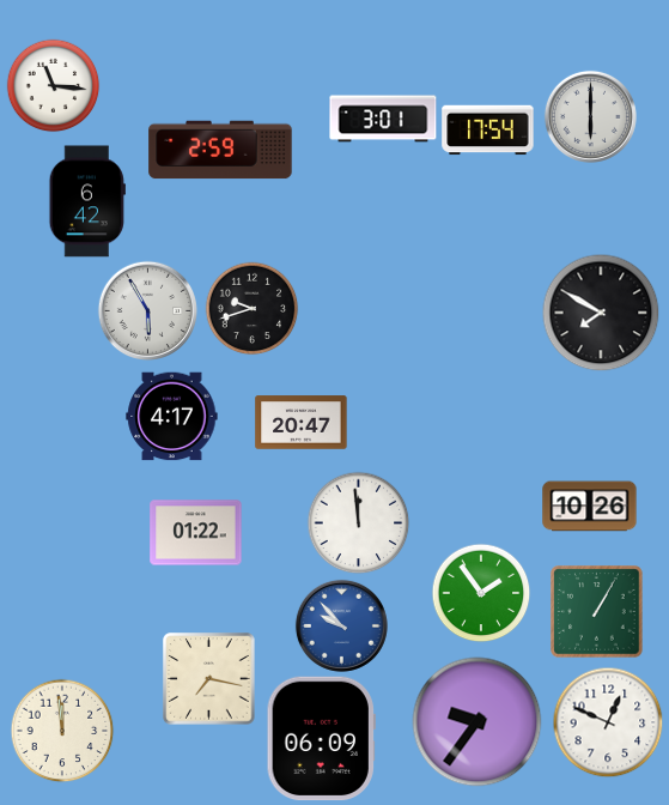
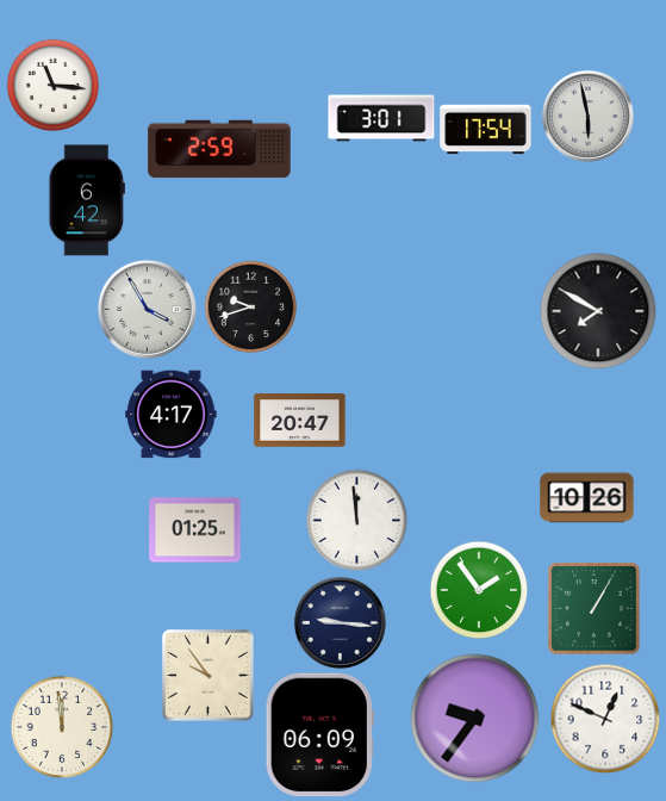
clock at (590, 116): 6:00 -> 5:58
clock at (147, 310): 5:55 -> 3:55
clock at (590, 507) position: (590, 507) -> (587, 498)
clock at (196, 533): 01:22 -> 01:25
clock at (341, 625): 9:53 -> 9:16
clock at (341, 625) dial: blue -> navy
clock at (209, 679): 7:17 -> 9:54
